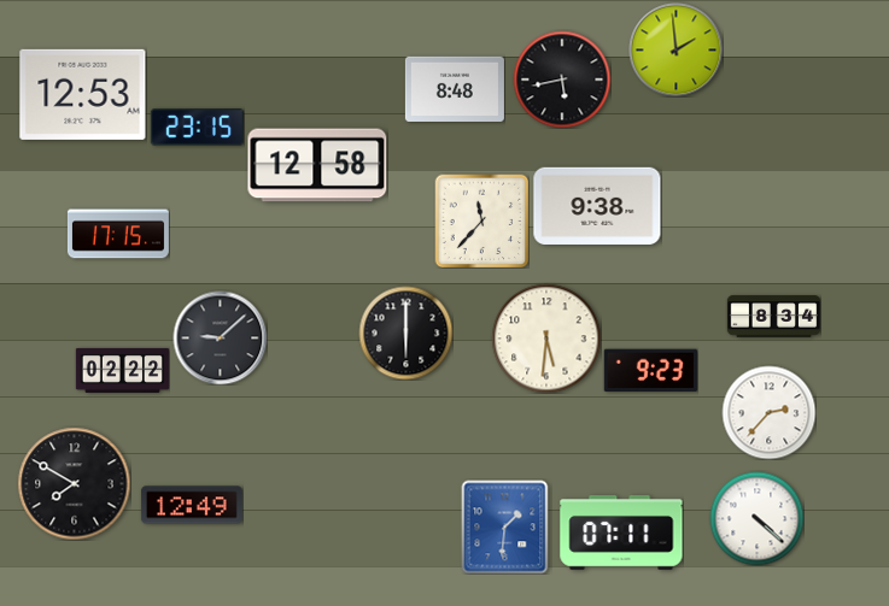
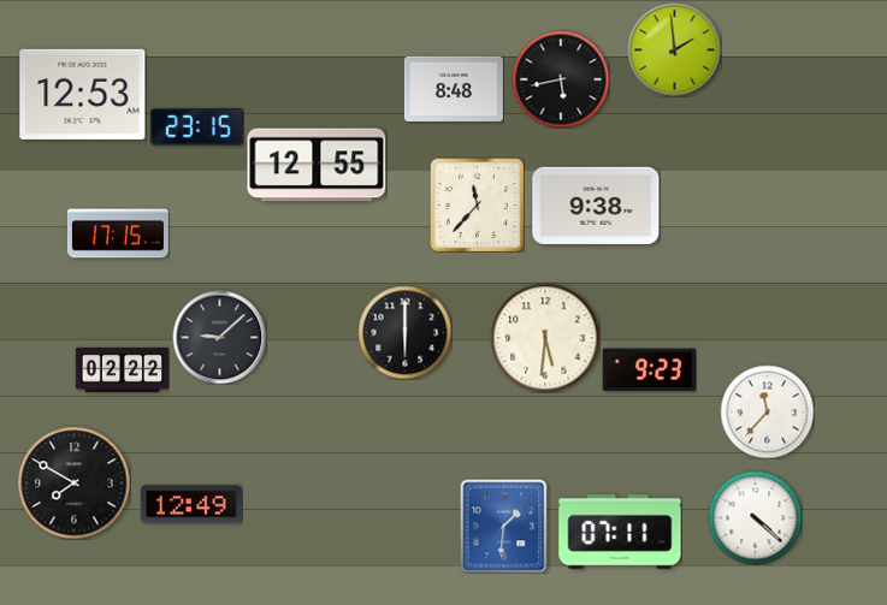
clock at (317, 165): 12:58 -> 12:55
clock at (481, 220) position: (481, 220) -> (477, 204)
clock at (773, 317): 8:34 -> none
clock at (768, 412): 2:37 -> 11:37
